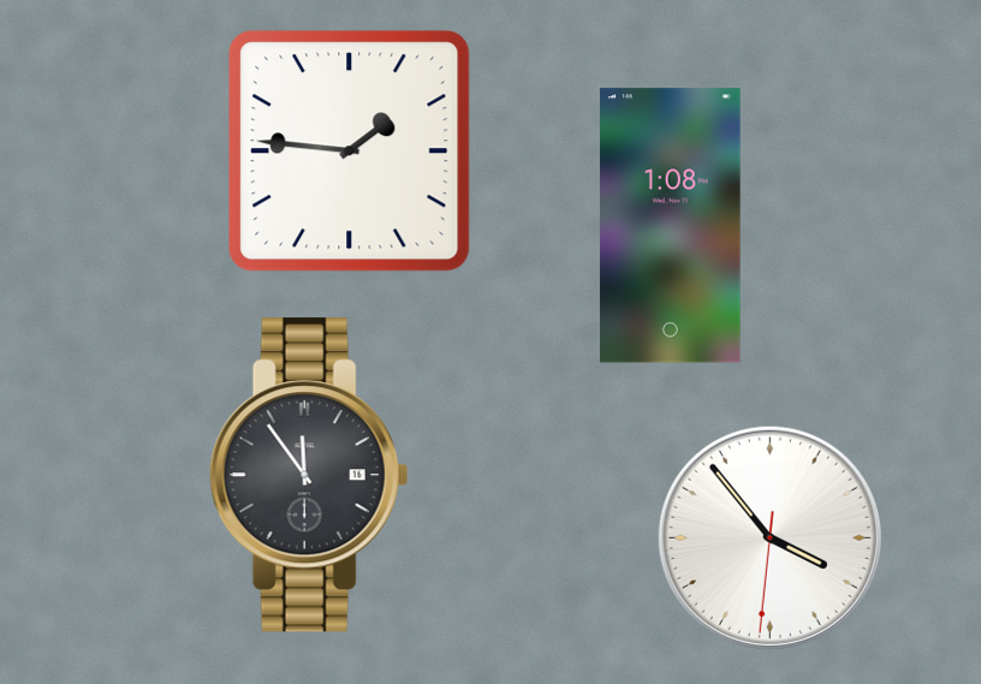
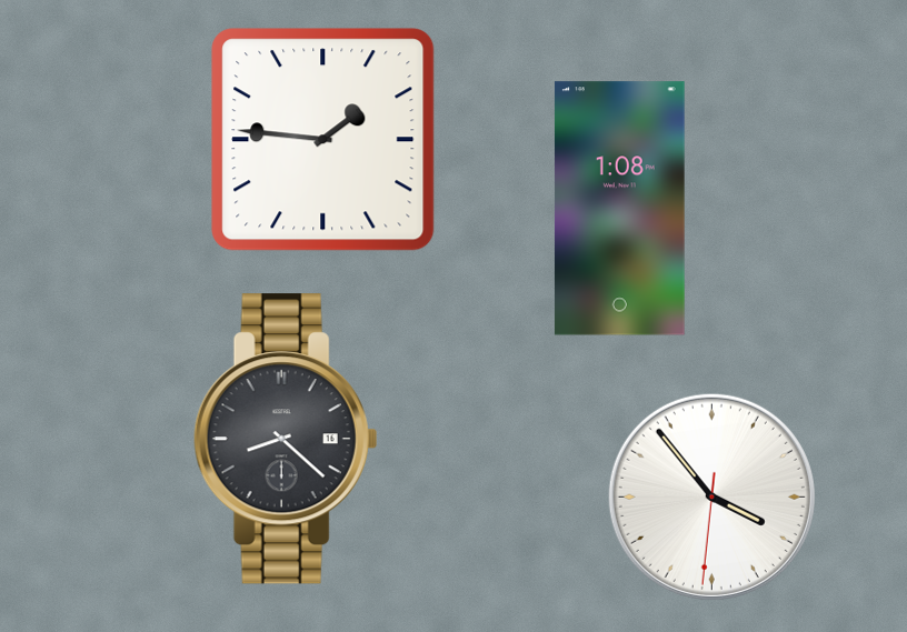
clock at (309, 475): 11:54 -> 8:22
